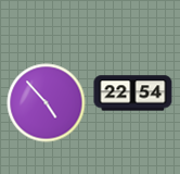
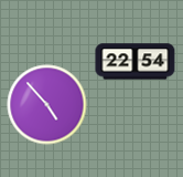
clock at (133, 94) position: (133, 94) -> (136, 62)
